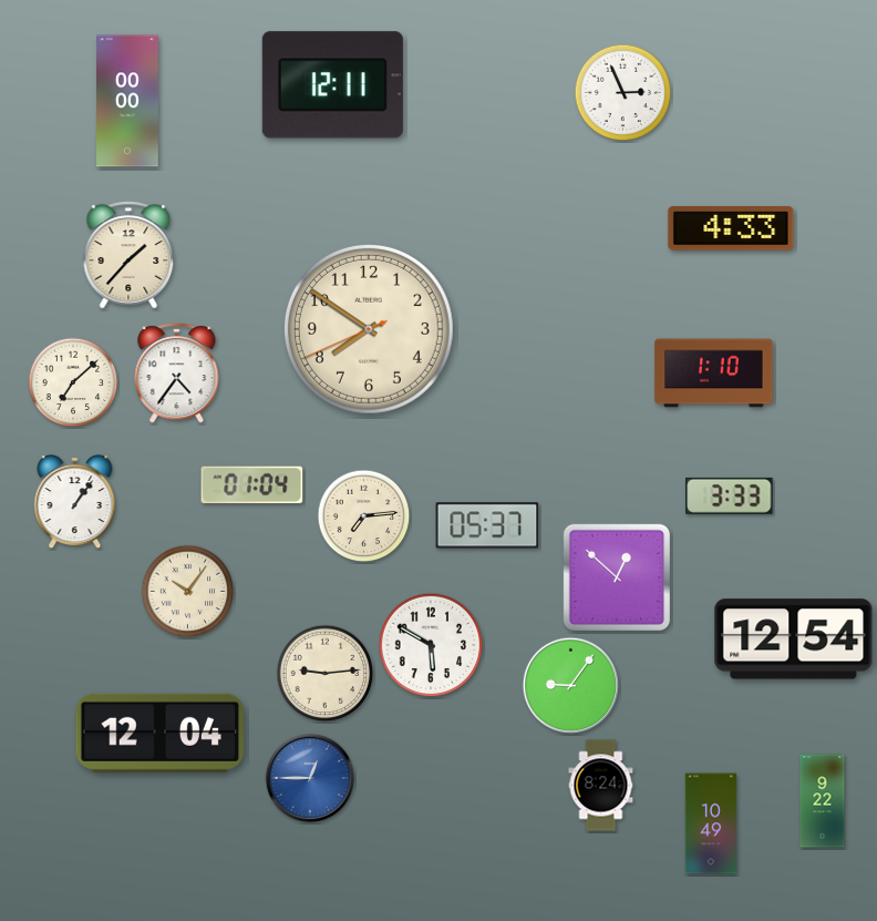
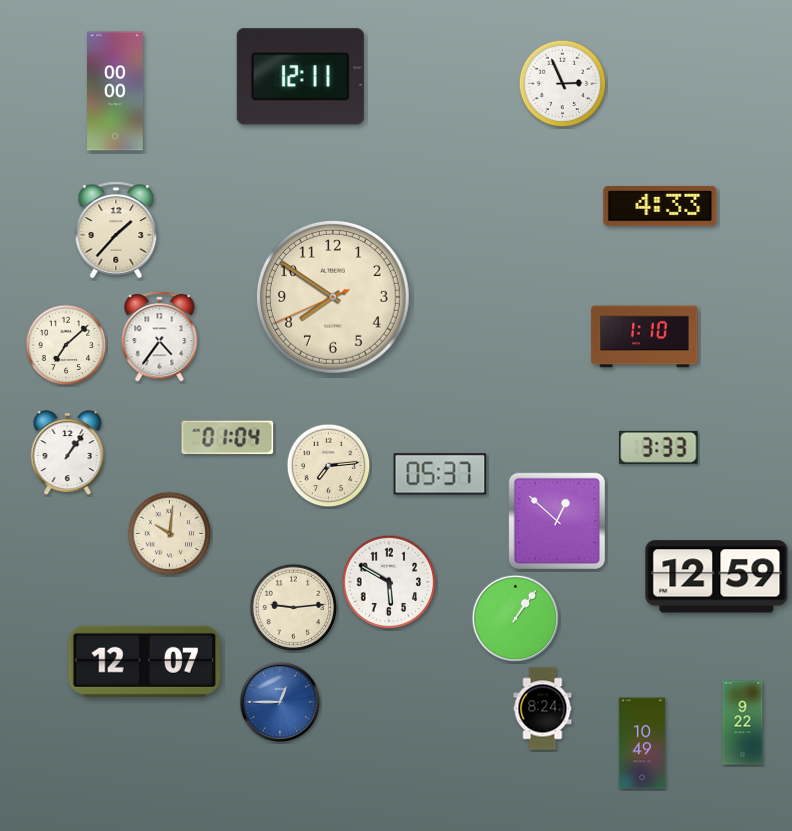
clock at (188, 592): 10:06 -> 10:01
clock at (794, 639): 12:54 -> 12:59
clock at (571, 686): 9:06 -> 1:06
clock at (159, 733): 12:04 -> 12:07
